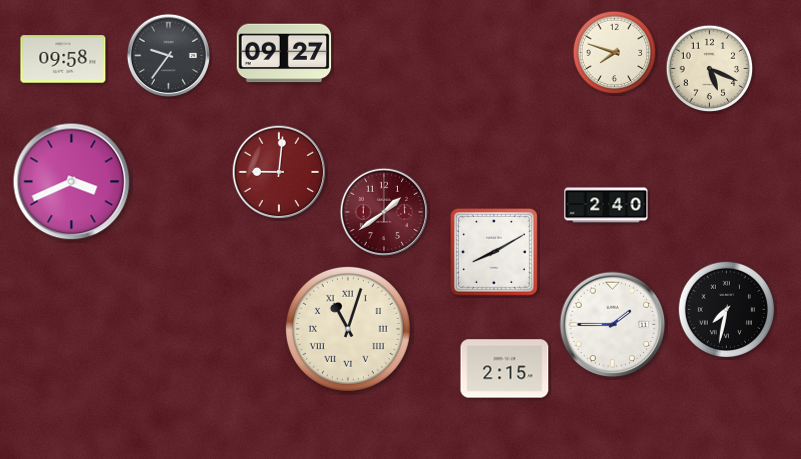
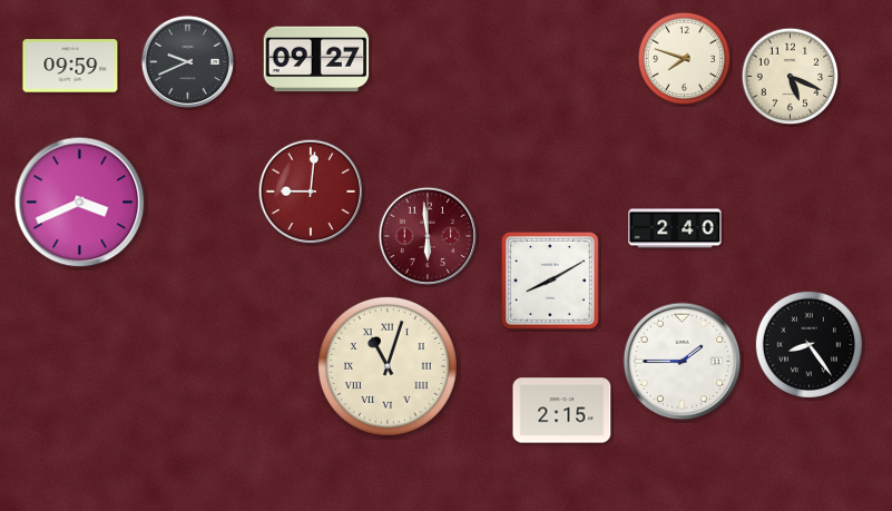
clock at (168, 55): 9:36 -> 9:41
clock at (63, 59): 09:58 -> 09:59
clock at (383, 211): 1:39 -> 5:59
clock at (726, 309): 7:32 -> 8:24
